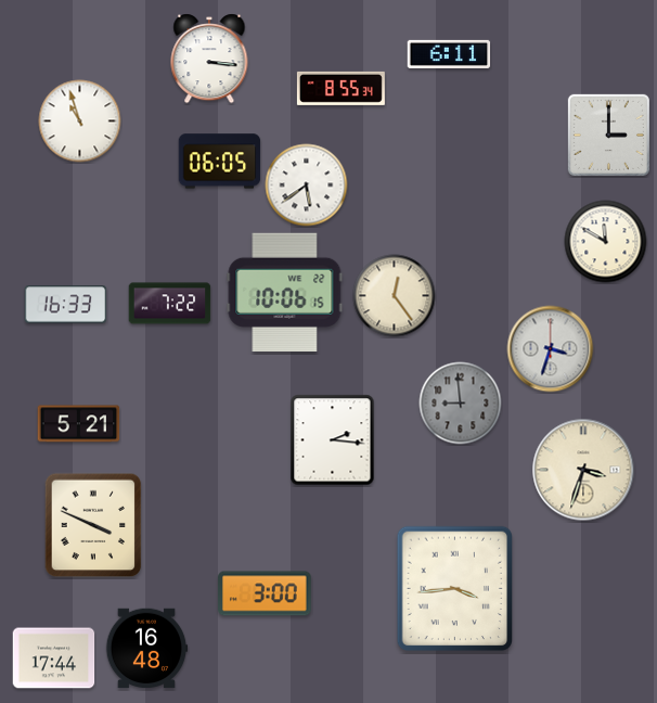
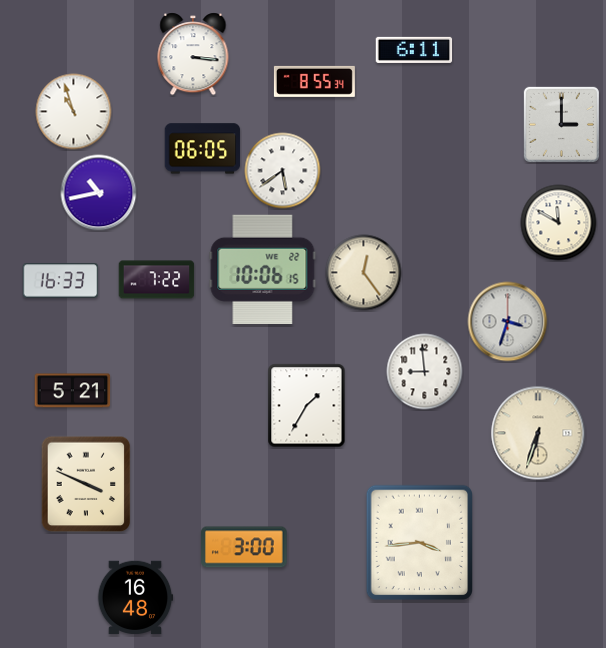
clock at (99, 193): none -> 10:43
clock at (461, 404) dial: grey -> white
clock at (333, 440): 2:16 -> 1:35
clock at (583, 470): 3:33 -> 6:33
clock at (54, 659): 17:44 -> none
